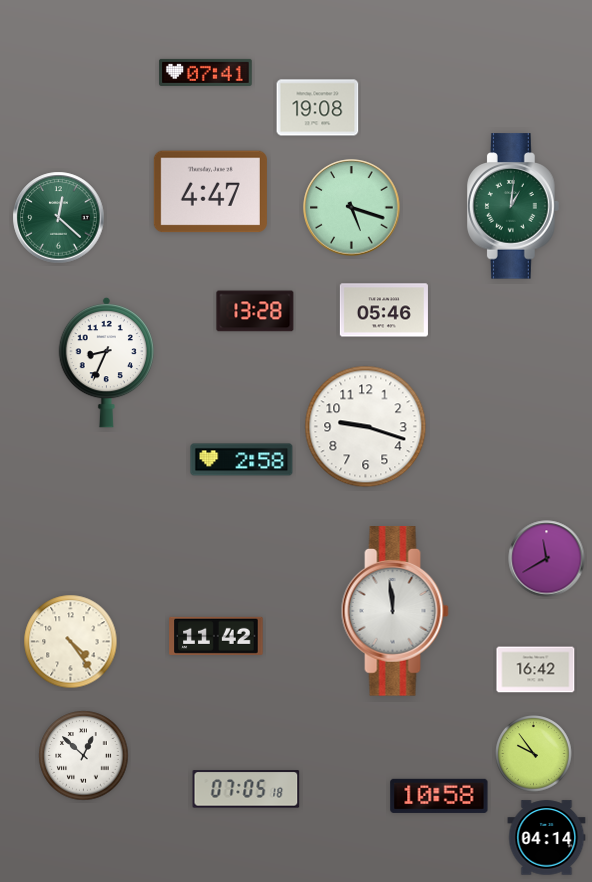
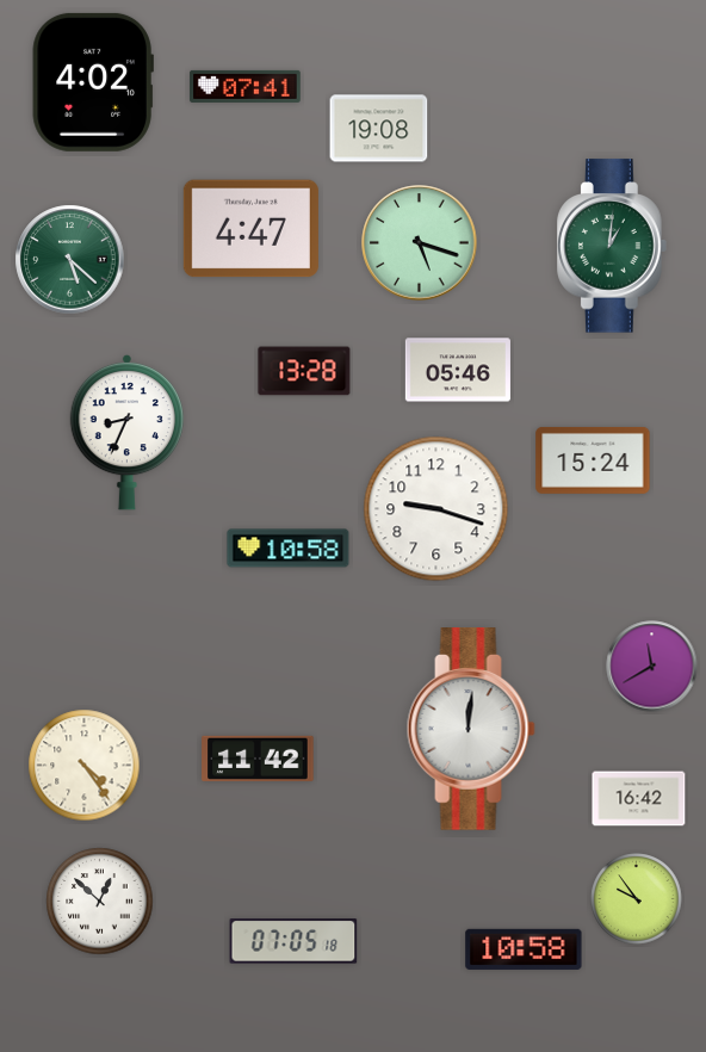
clock at (93, 82): none -> 4:02
clock at (352, 208) position: (352, 208) -> (420, 243)
clock at (59, 218): 12:22 -> 5:22
clock at (593, 460): none -> 15:24
clock at (242, 460): 2:58 -> 10:58
clock at (395, 612): 11:59 -> 12:01
clock at (547, 838): 04:14 -> none
